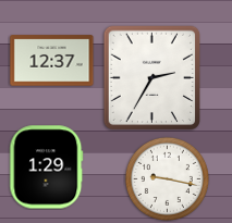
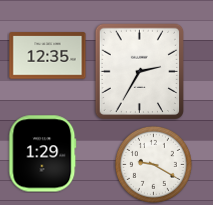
clock at (52, 61): 12:37 -> 12:35
clock at (167, 178): 9:17 -> 9:20
